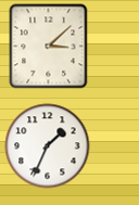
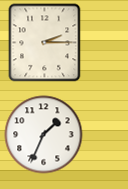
clock at (49, 46): 3:08 -> 2:15
